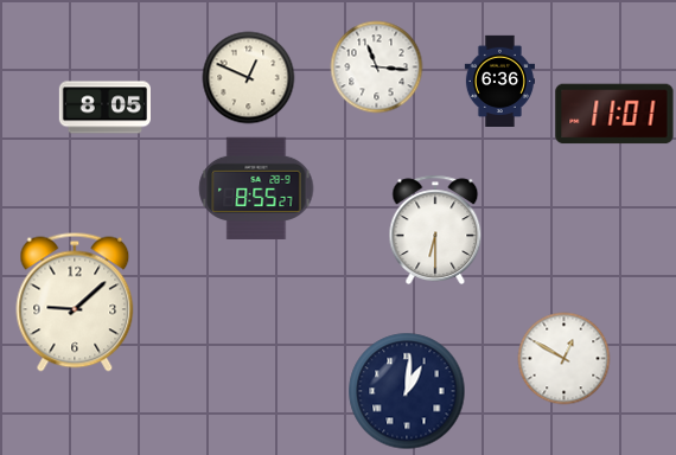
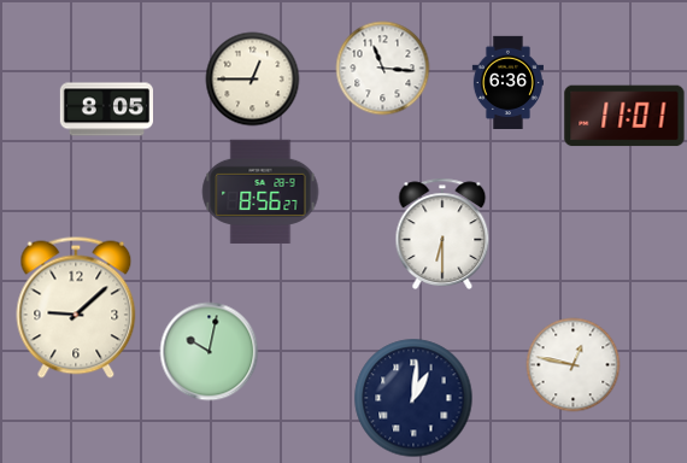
clock at (248, 77): 12:49 -> 12:45
clock at (256, 187): 8:55 -> 8:56
clock at (209, 351): none -> 10:02
clock at (563, 358): 12:50 -> 12:47
